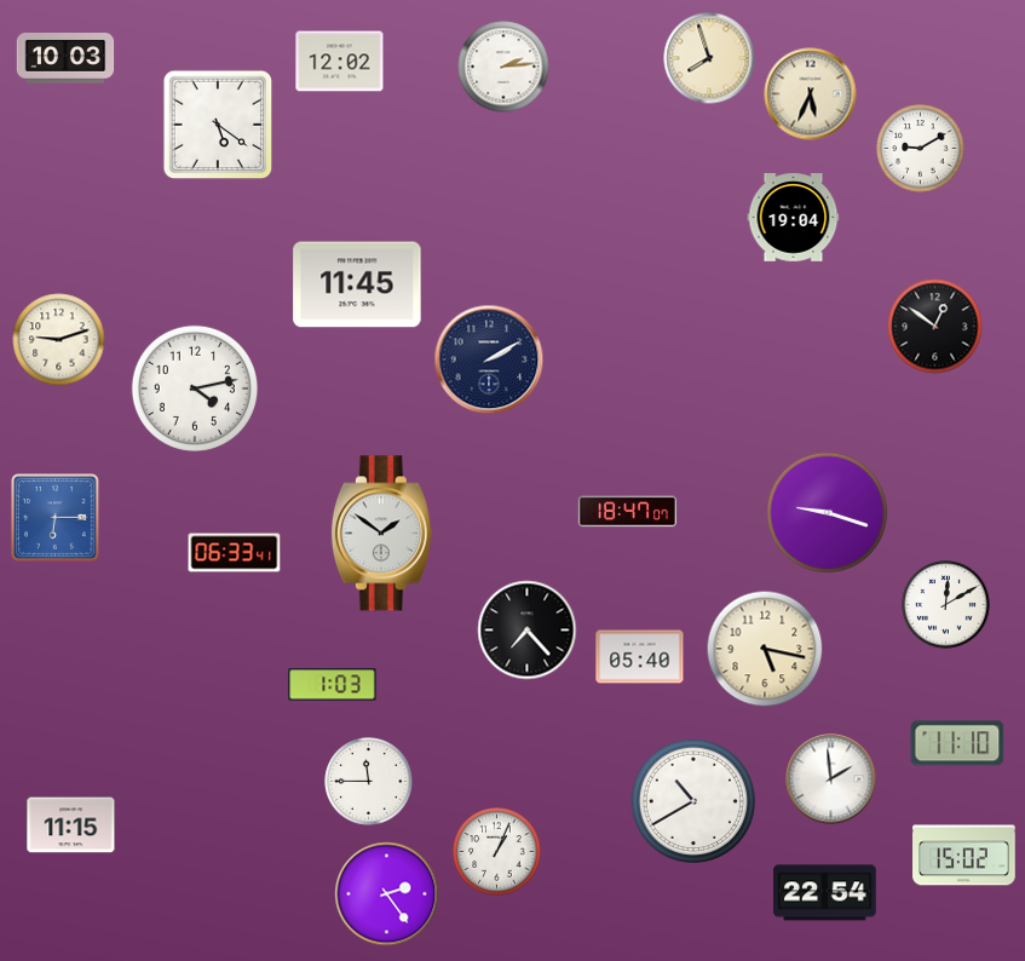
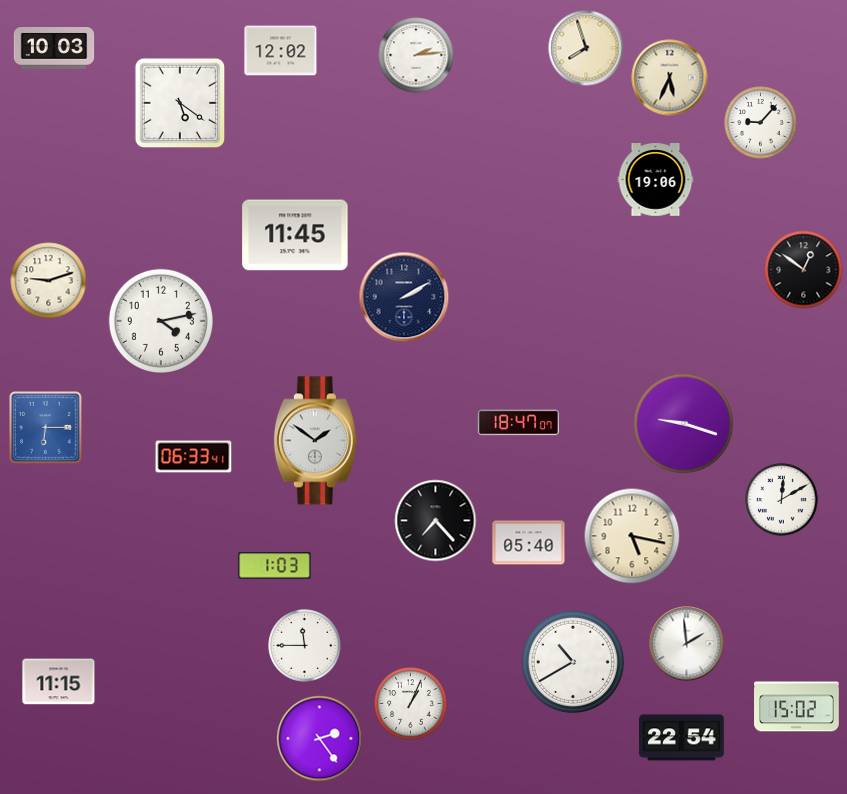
clock at (921, 149): 9:10 -> 9:07
clock at (794, 218): 19:04 -> 19:06
clock at (935, 327) position: (935, 327) -> (804, 270)
clock at (957, 743): 11:10 -> none
